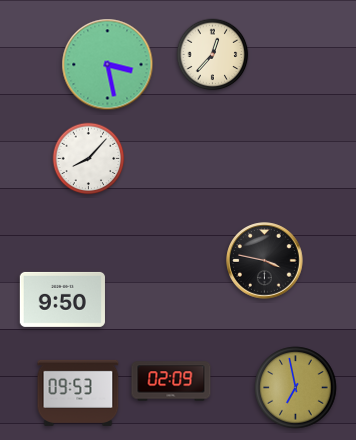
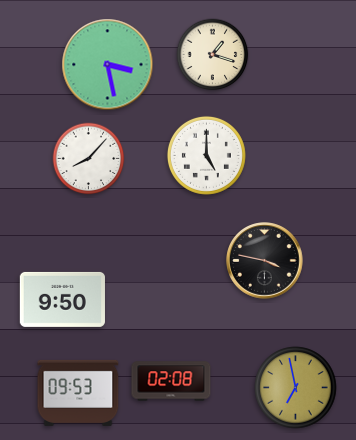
clock at (213, 55): 12:37 -> 1:18
clock at (206, 155): none -> 5:00
clock at (171, 381): 02:09 -> 02:08
